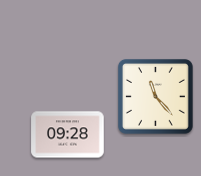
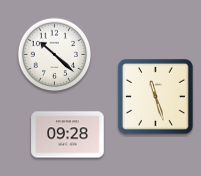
clock at (55, 55): none -> 10:22
clock at (155, 96): 11:23 -> 11:27
